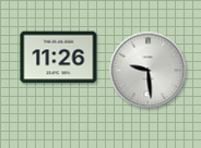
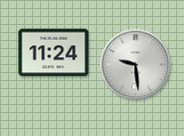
clock at (59, 58): 11:26 -> 11:24
